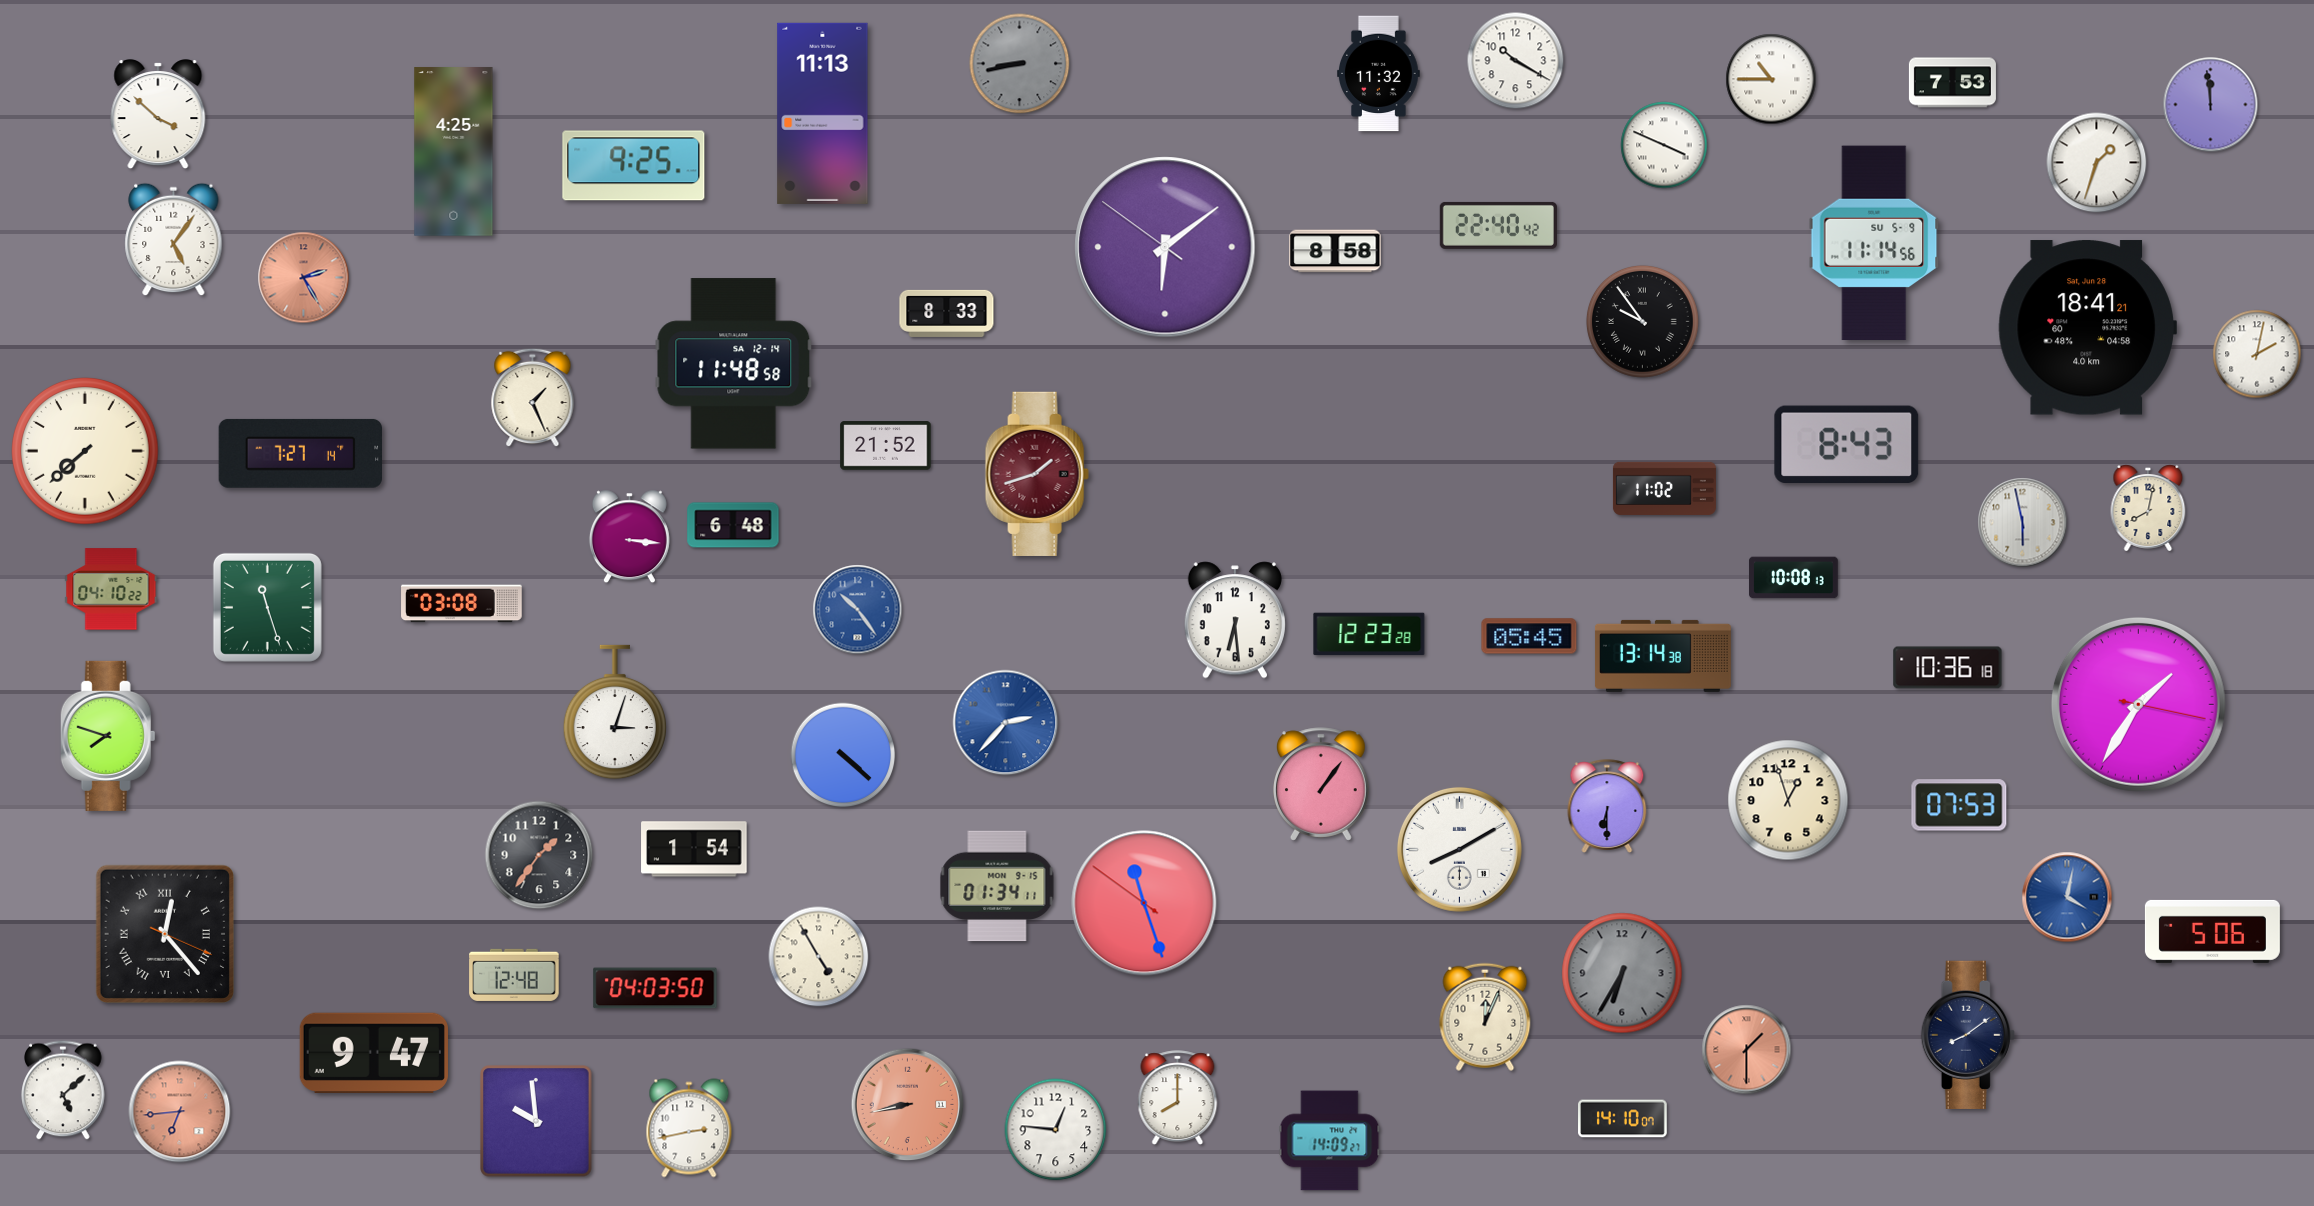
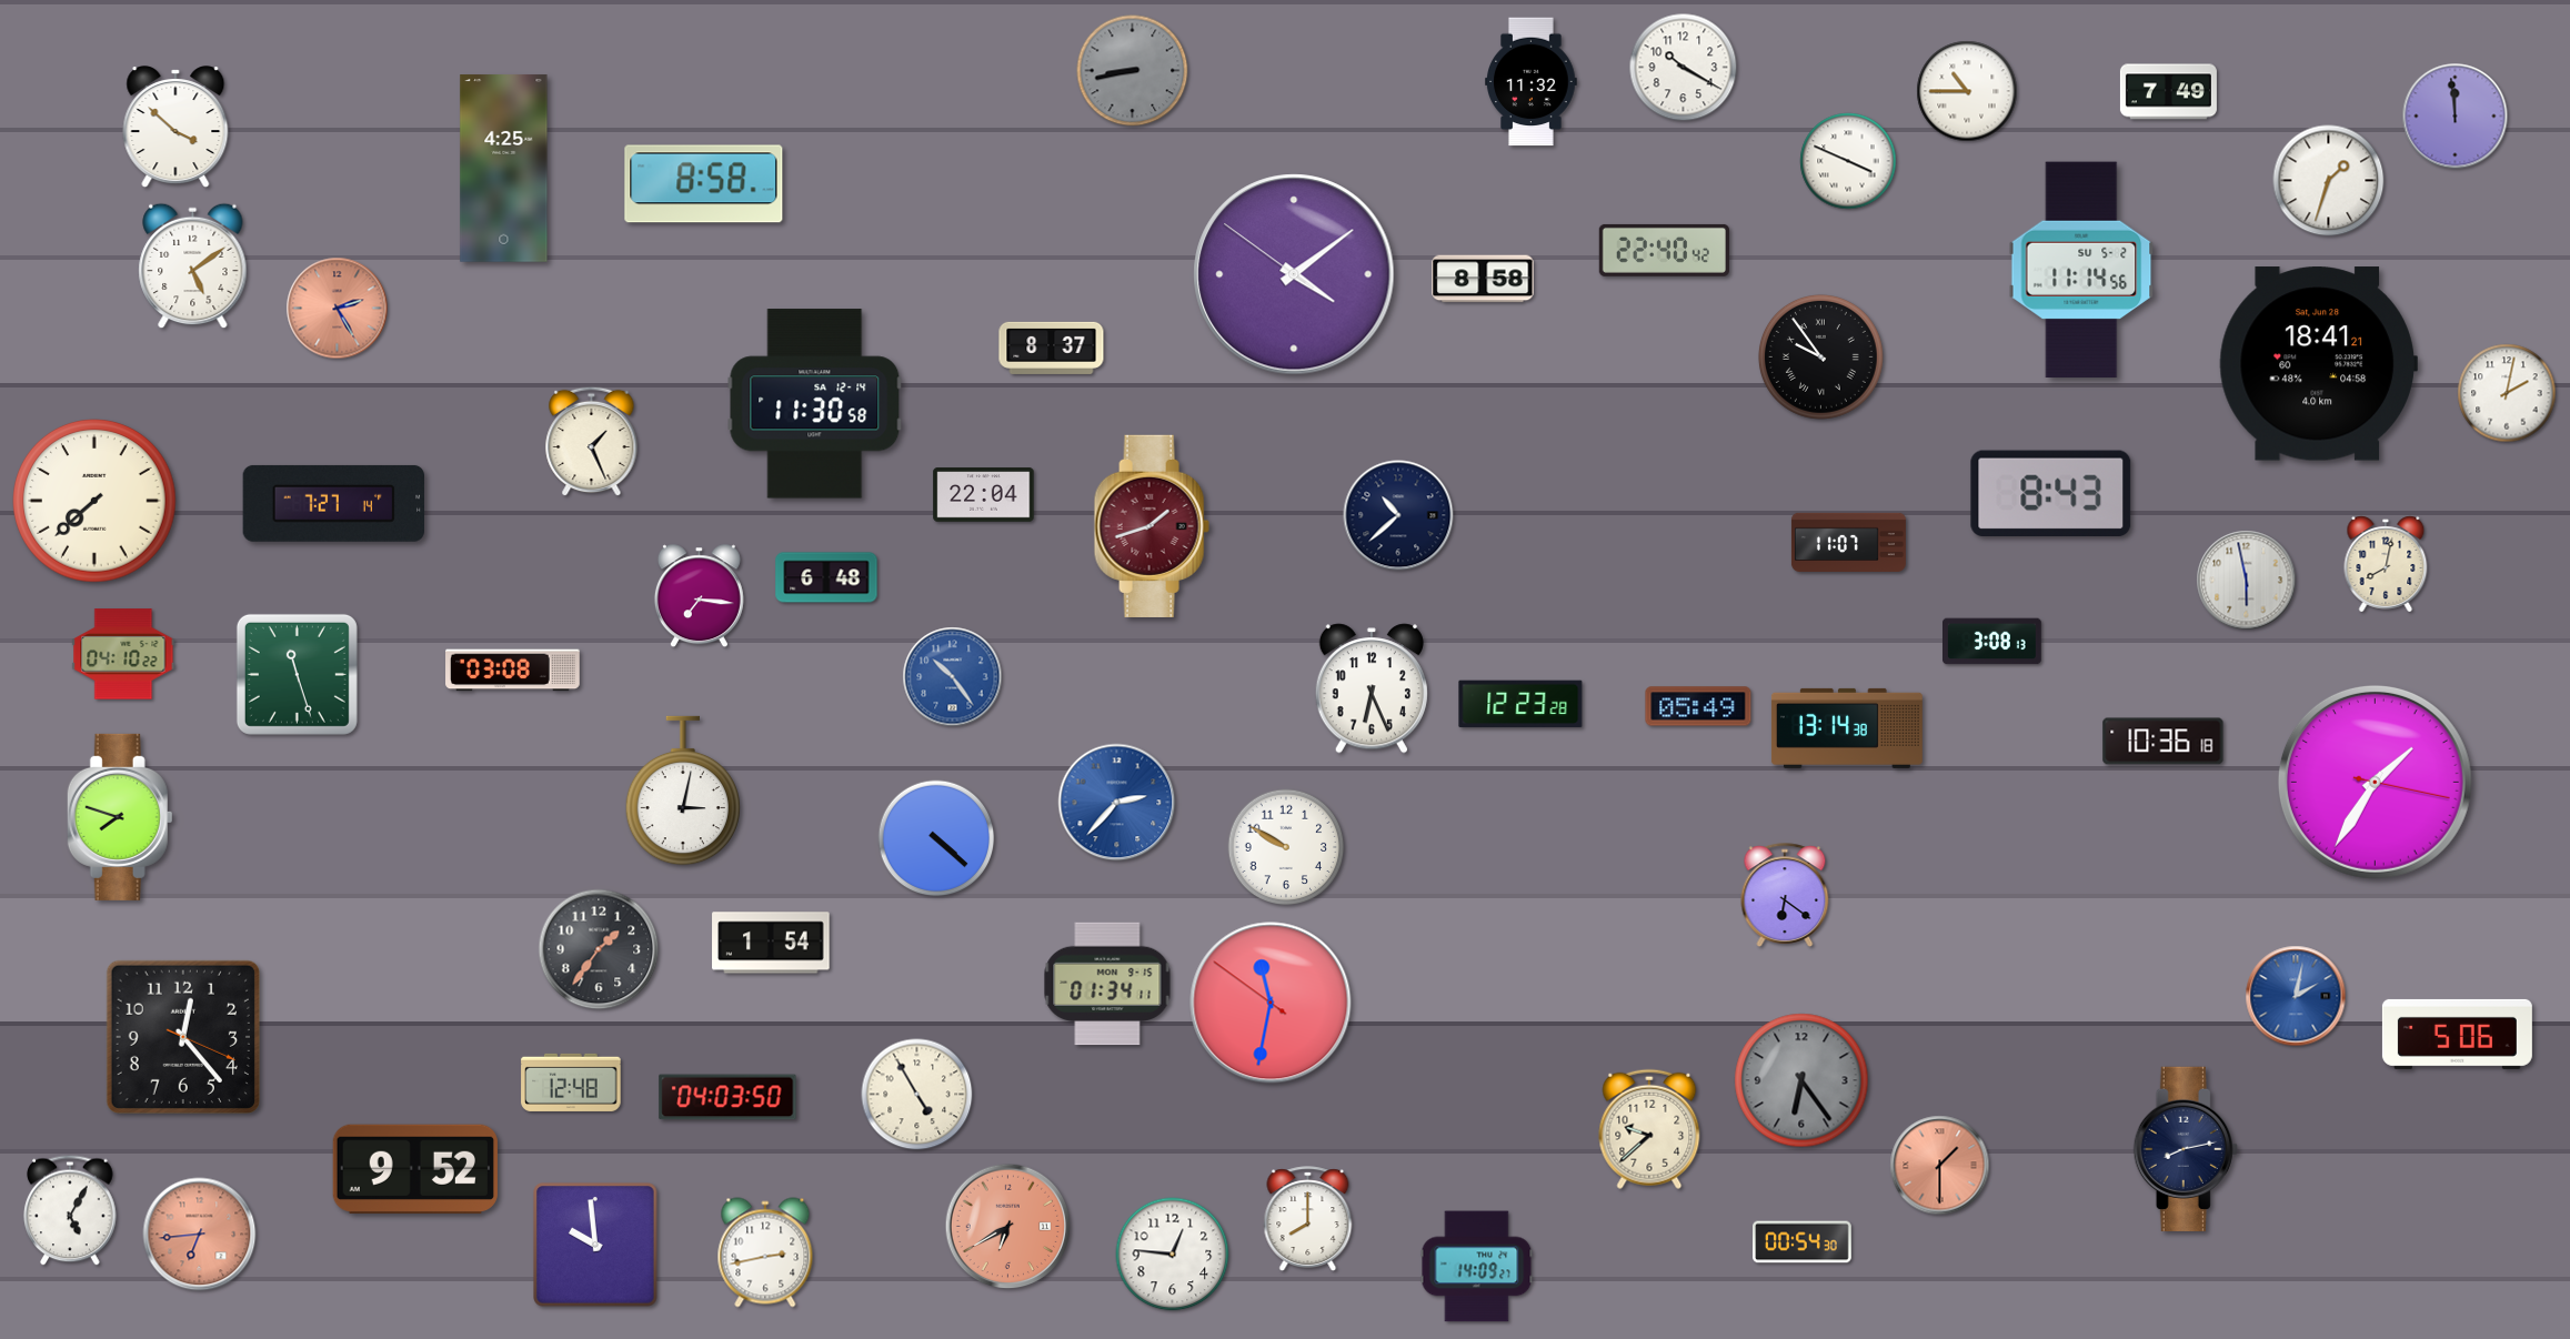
clock at (1771, 79) position: (1771, 79) -> (1967, 91)
clock at (1952, 83): 7:53 -> 7:49
clock at (823, 113): 11:13 -> none
clock at (634, 166): 9:25 -> 8:58
clock at (174, 240): 5:06 -> 5:09
clock at (1874, 243) date: SU 5-9 -> SU 5-2
clock at (1165, 247): 6:08 -> 4:08
clock at (947, 313): 8:33 -> 8:37
clock at (1642, 321) position: (1642, 321) -> (1820, 356)
clock at (734, 364): 11:48 -> 11:30
clock at (886, 446): 21:52 -> 22:04
clock at (1398, 515): none -> 10:38
clock at (1664, 488): 11:02 -> 11:07
clock at (733, 525) position: (733, 525) -> (826, 577)
clock at (629, 537): 3:16 -> 7:16
clock at (1794, 578): 10:08 -> 3:08
clock at (1235, 620): 6:29 -> 6:26
clock at (1529, 636): 05:45 -> 05:49
clock at (614, 712): 3:03 -> 3:02
clock at (1286, 847): none -> 9:50
clock at (1322, 784): 1:06 -> none
clock at (1788, 800): 12:57 -> none
clock at (1959, 805): 07:53 -> none
clock at (1607, 806): 6:30 -> 6:21
clock at (1459, 849): 8:10 -> none
clock at (2067, 897): 4:02 -> 2:02
clock at (1144, 903): 11:26 -> 11:31
clock at (165, 934) numerals: Roman -> Arabic
clock at (819, 957) position: (819, 957) -> (917, 1095)
clock at (1622, 973): 6:35 -> 6:24
clock at (1485, 1017): 12:04 -> 9:38
clock at (1968, 1034): 8:09 -> 8:13
clock at (374, 1053): 9:47 -> 9:52
clock at (63, 1090): 5:08 -> 5:05
clock at (908, 1105): 8:43 -> 6:40
clock at (1623, 1119): 14:10 -> 00:54
